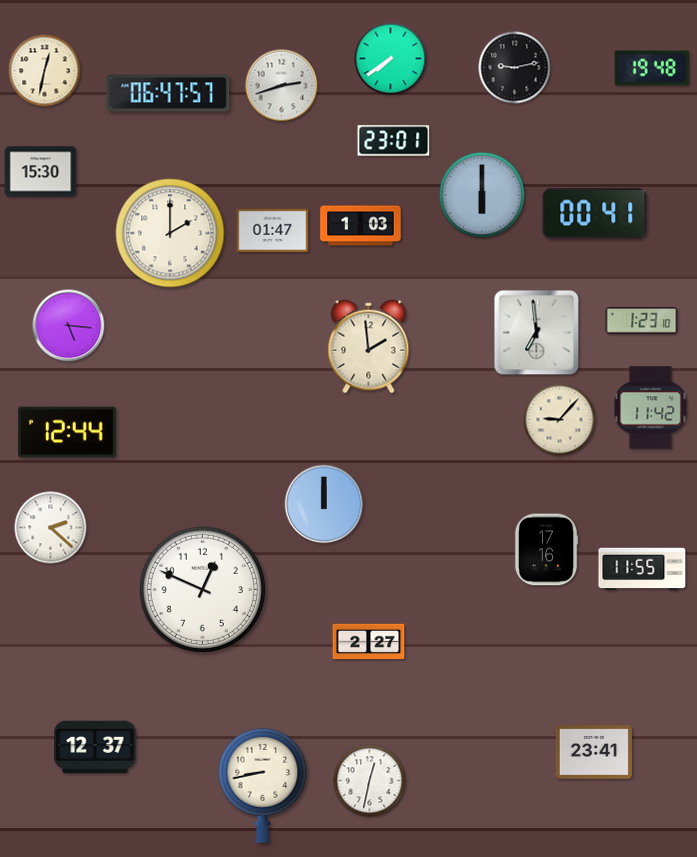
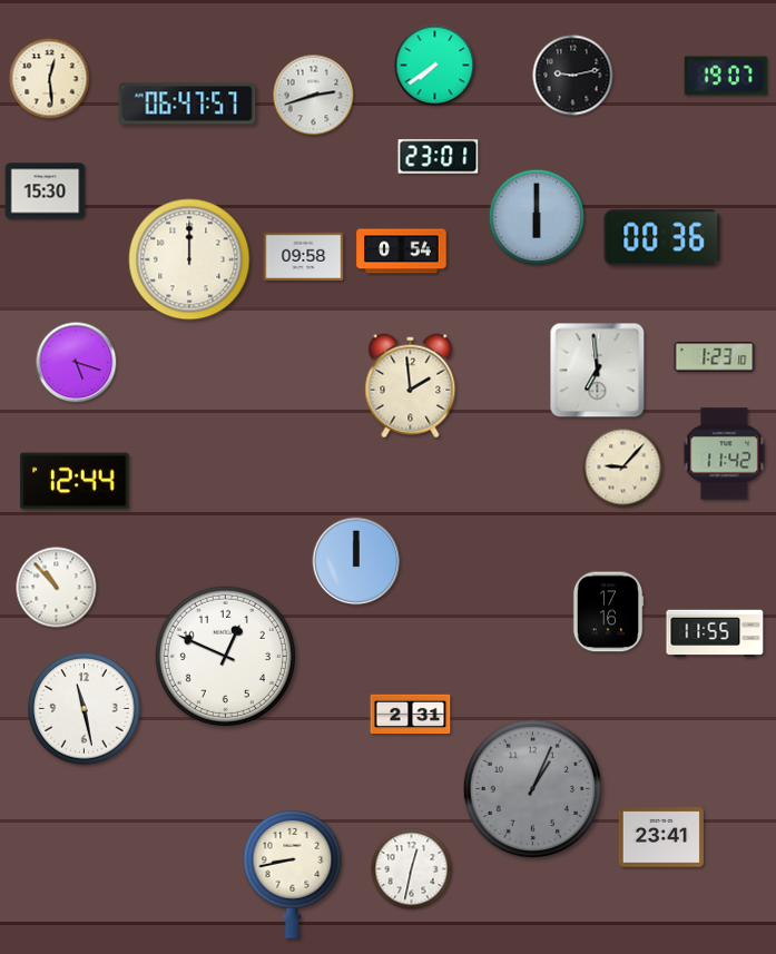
clock at (652, 68): 19:48 -> 19:07
clock at (45, 71): 12:32 -> 12:29
clock at (595, 214): 00:41 -> 00:36
clock at (361, 226): 1:03 -> 0:54
clock at (273, 231): 01:47 -> 09:58
clock at (170, 233): 2:00 -> 12:00
clock at (69, 326): 5:16 -> 5:18
clock at (324, 504) position: (324, 504) -> (356, 561)
clock at (51, 528): 2:22 -> 10:53
clock at (85, 709): none -> 11:28
clock at (369, 642): 2:27 -> 2:31
clock at (532, 788): none -> 1:04
clock at (95, 747): 12:37 -> none
